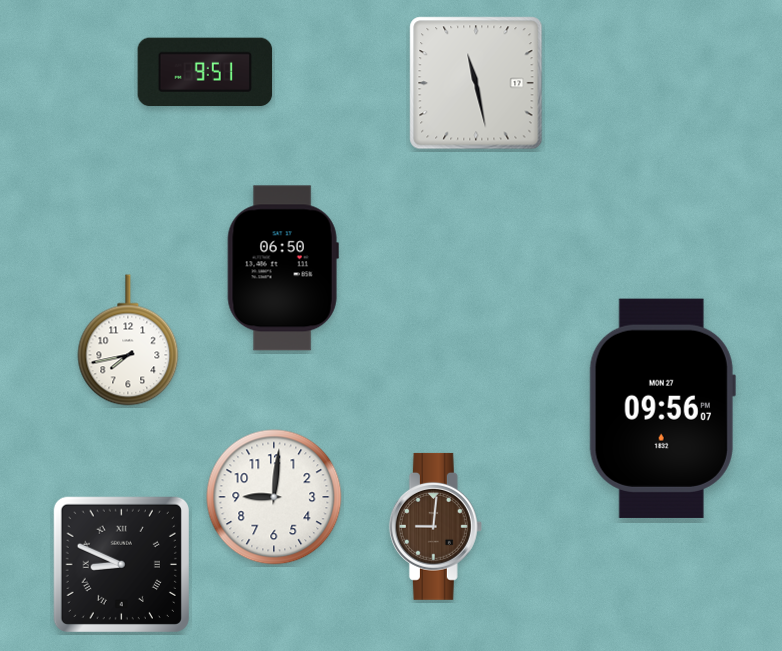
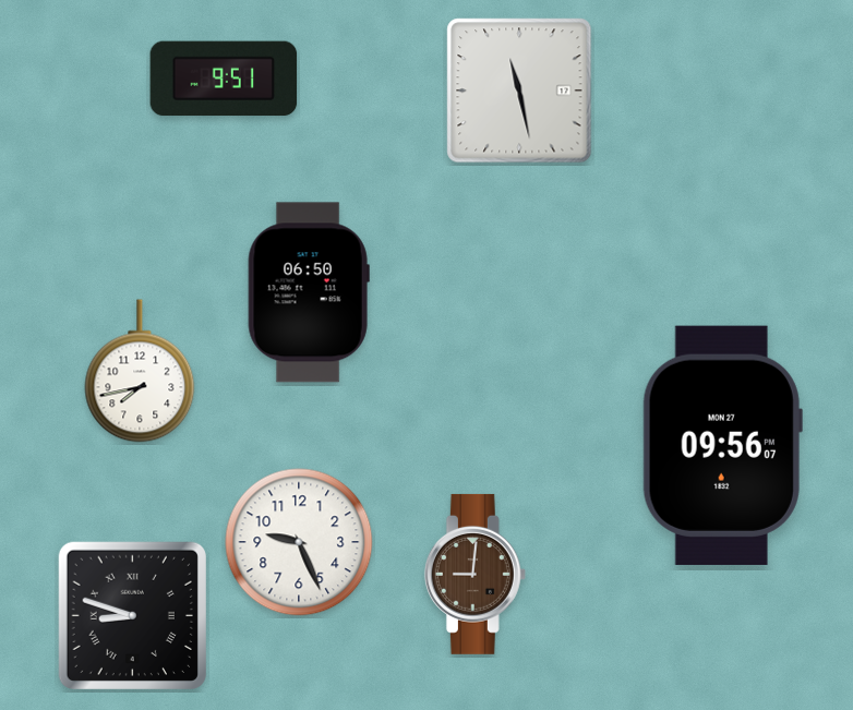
clock at (274, 497): 9:01 -> 9:26
clock at (121, 564): 8:49 -> 8:48
